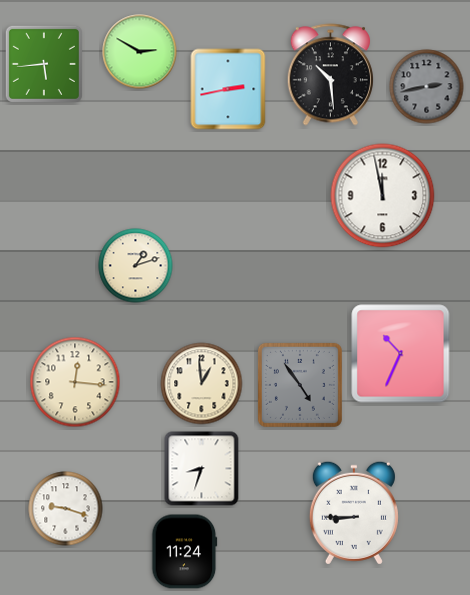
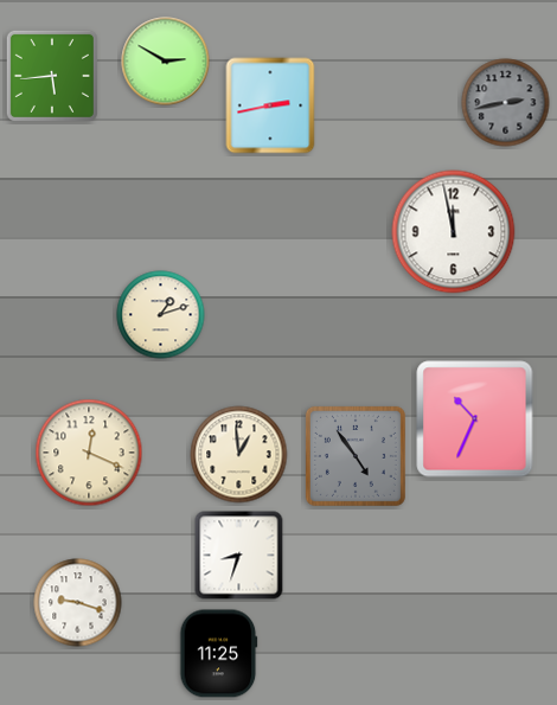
clock at (330, 75): 10:29 -> none
clock at (75, 382): 12:16 -> 12:19
clock at (354, 513): 8:45 -> none
clock at (185, 552): 11:24 -> 11:25
